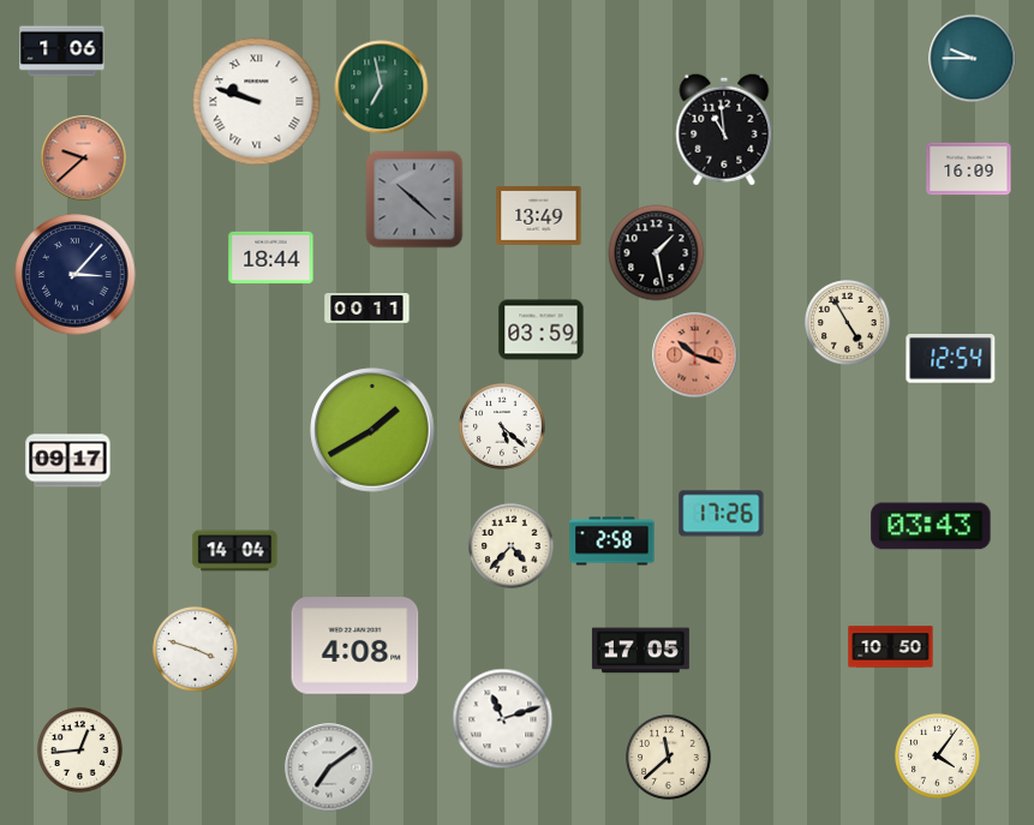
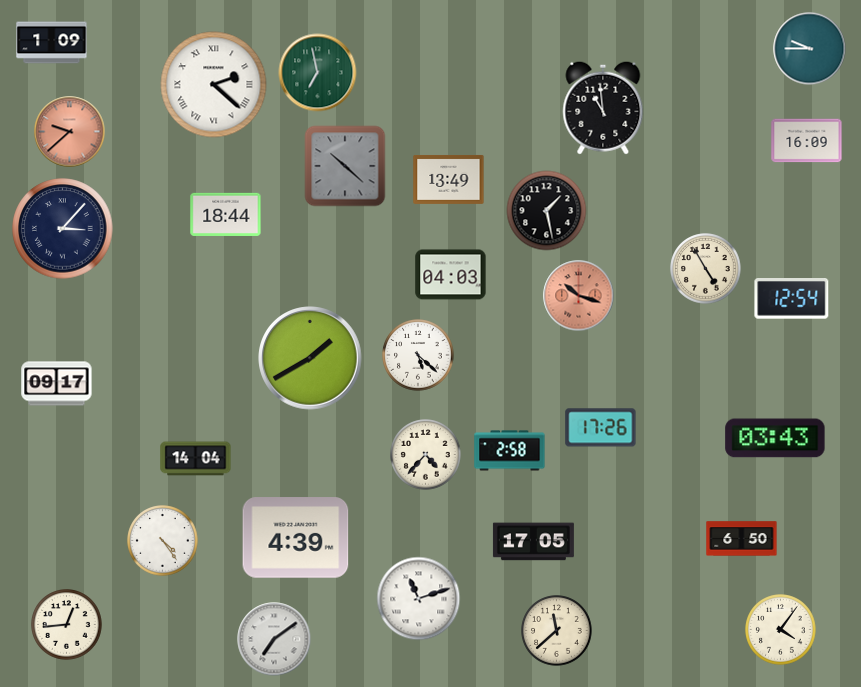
clock at (62, 52): 1:06 -> 1:09
clock at (257, 102): 9:48 -> 2:22
clock at (367, 309): 00:11 -> none
clock at (542, 330): 03:59 -> 04:03
clock at (355, 646): 4:08 -> 4:39
clock at (891, 647): 10:50 -> 6:50
clock at (196, 650): 3:48 -> 4:24
